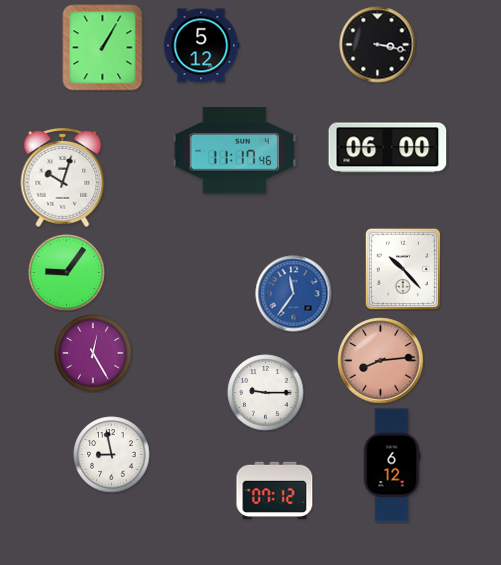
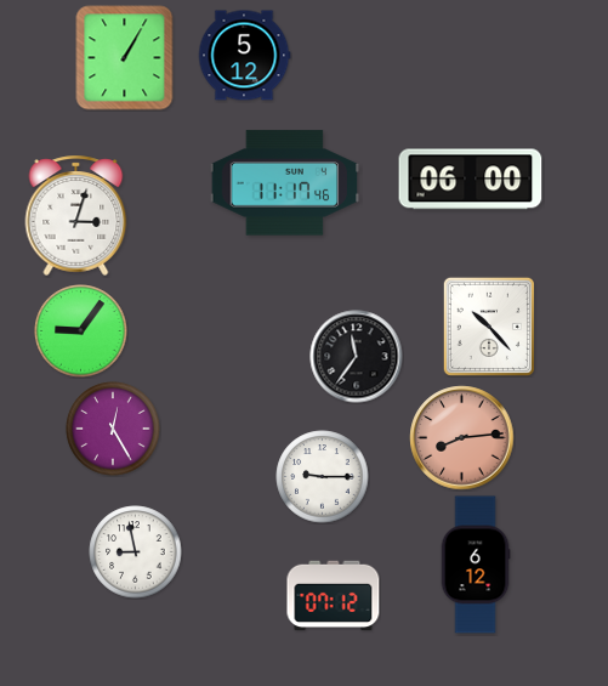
clock at (378, 45): 3:17 -> none
clock at (63, 177): 10:03 -> 3:03
clock at (294, 294) dial: blue -> black
